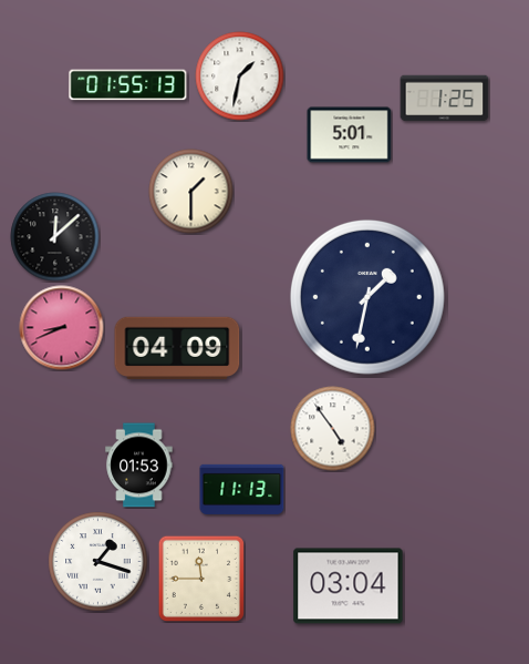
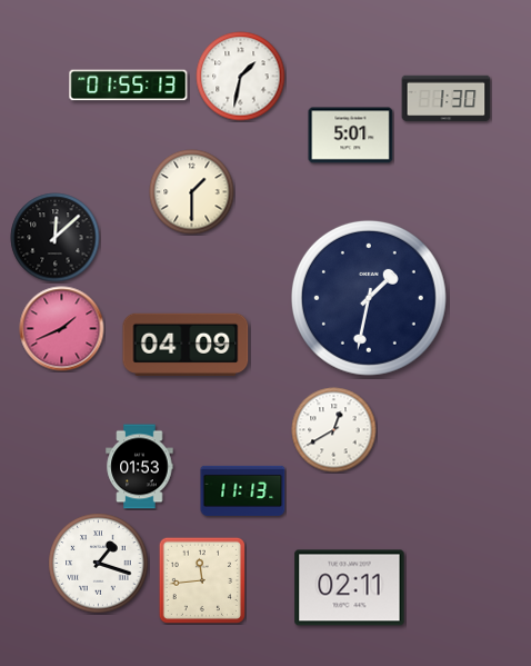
clock at (445, 99): 1:25 -> 1:30
clock at (62, 328): 8:41 -> 1:41
clock at (177, 348) position: (177, 348) -> (186, 345)
clock at (333, 429): 4:54 -> 12:40
clock at (200, 578): 11:45 -> 11:44
clock at (349, 586): 03:04 -> 02:11
